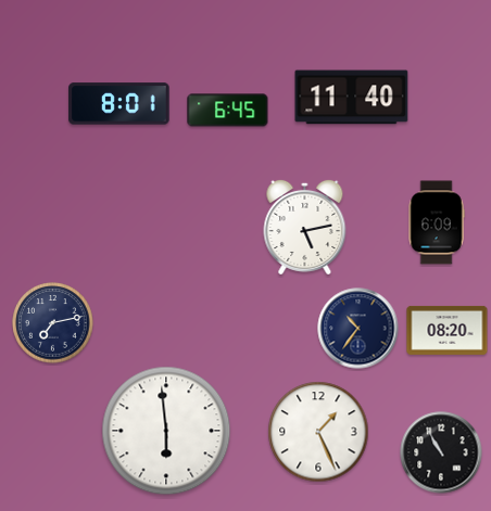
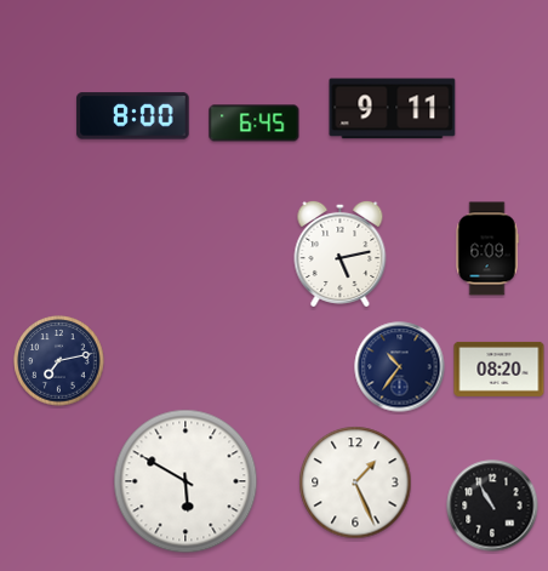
clock at (352, 98): 11:40 -> 9:11
clock at (119, 104): 8:01 -> 8:00
clock at (166, 431): 5:59 -> 5:50
